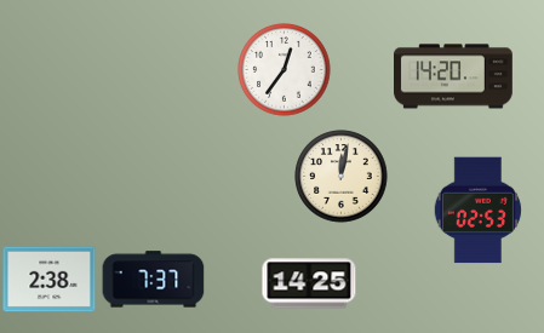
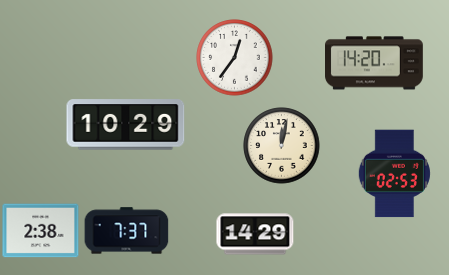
clock at (126, 125): none -> 10:29
clock at (309, 283): 14:25 -> 14:29
